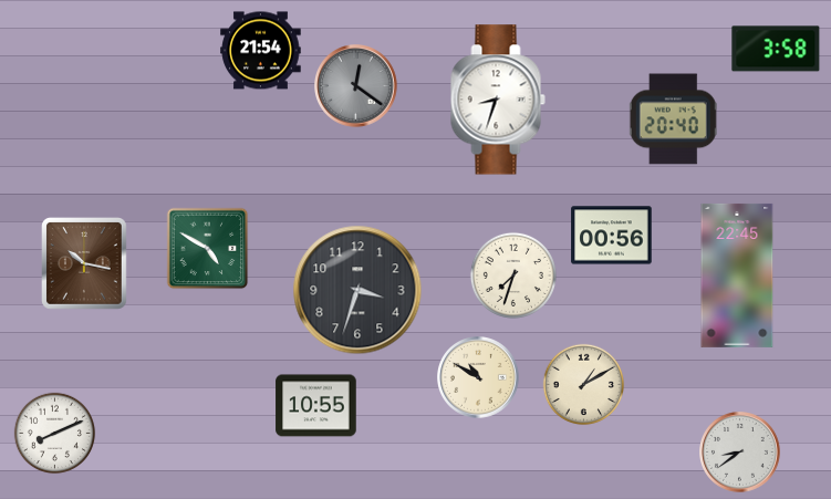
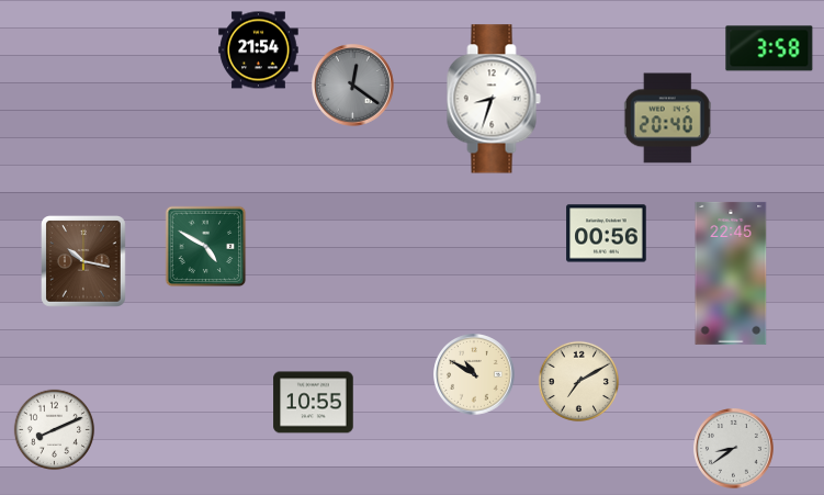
clock at (513, 276): 7:33 -> none
clock at (357, 290): 3:33 -> none
clock at (584, 385): 1:10 -> 7:10
